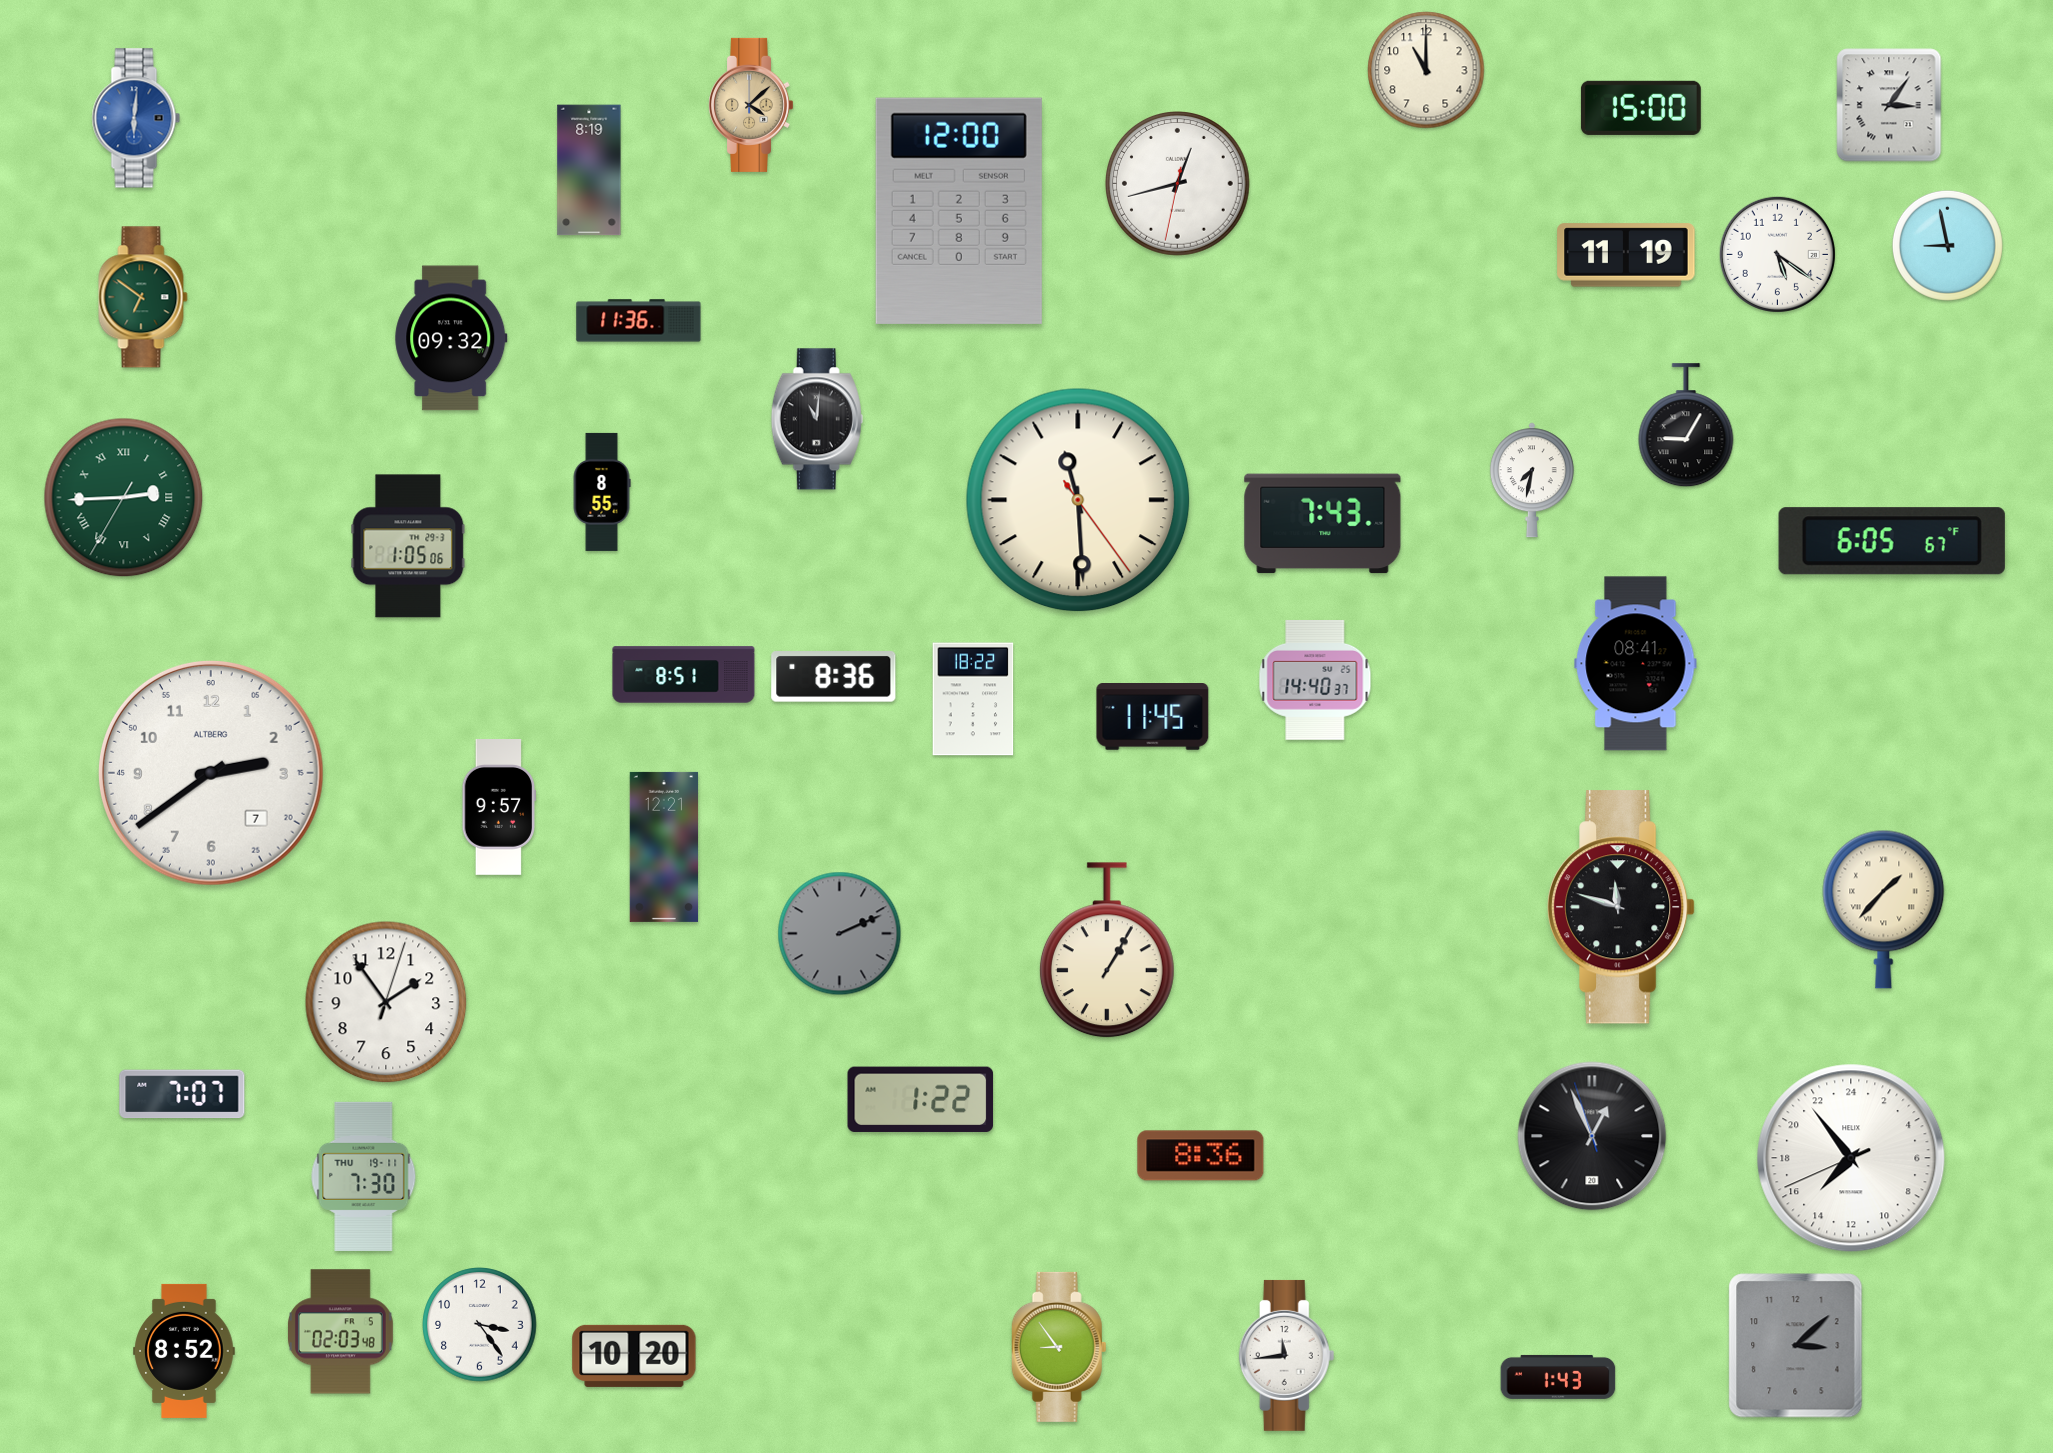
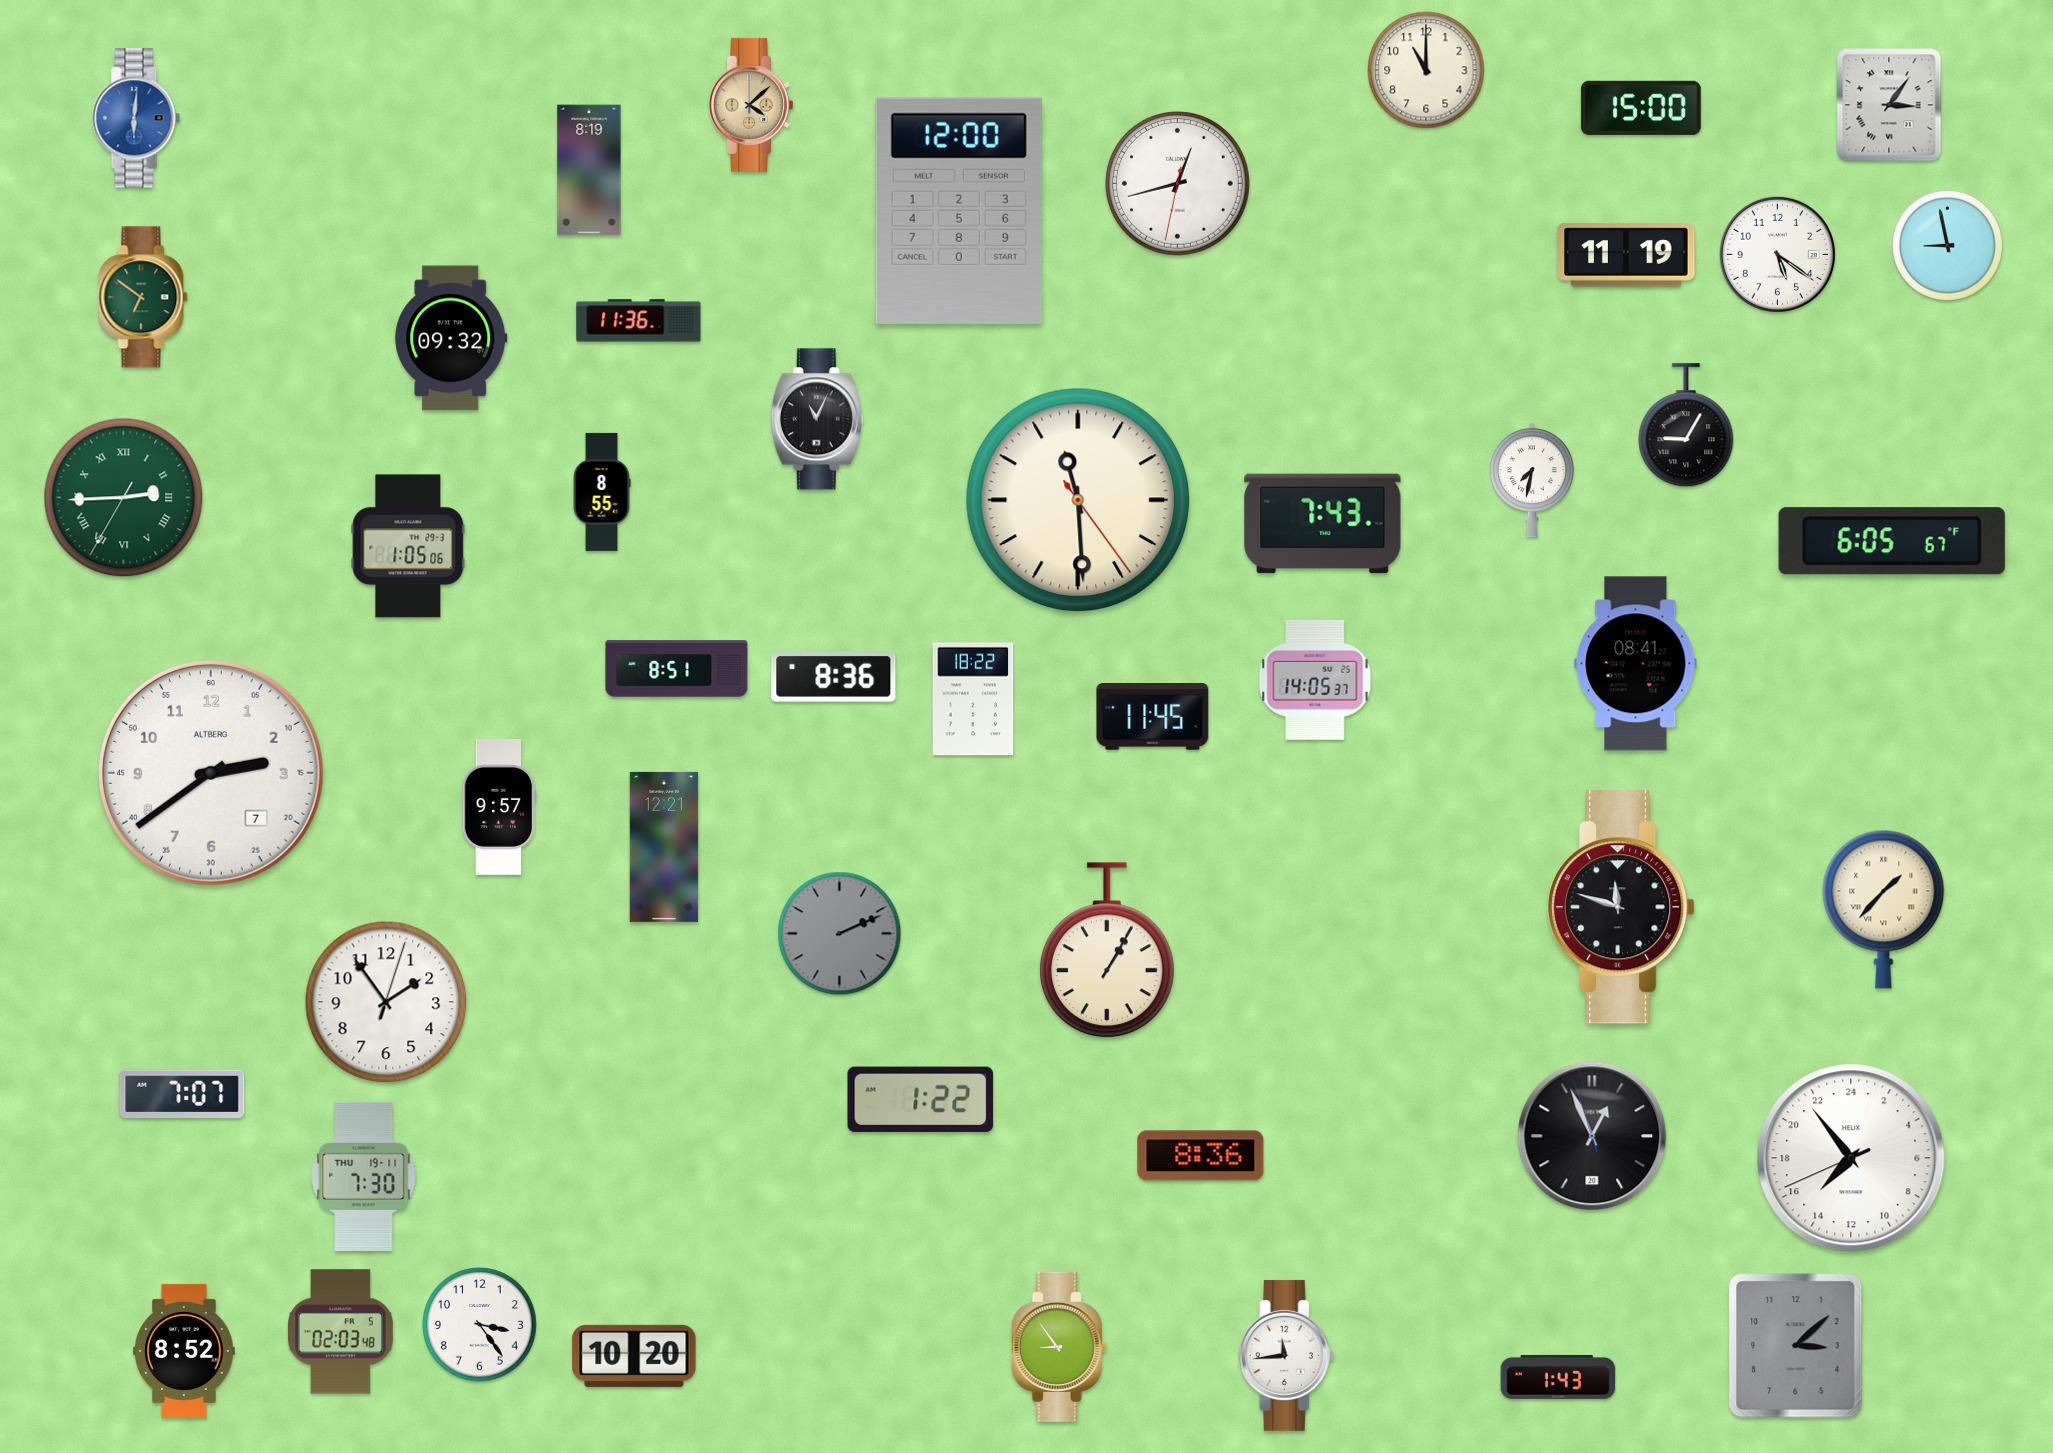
clock at (817, 419): 11:01 -> 11:04
clock at (684, 675) position: (684, 675) -> (677, 669)
clock at (1315, 680): 14:40 -> 14:05
